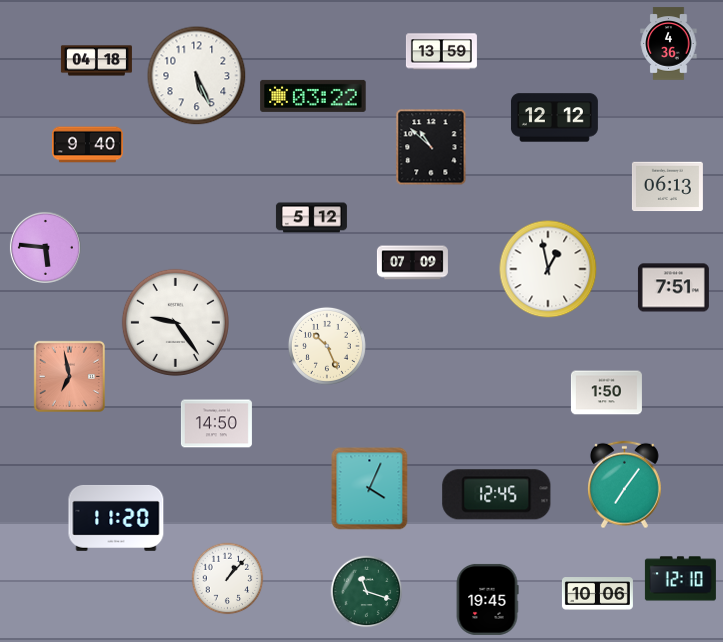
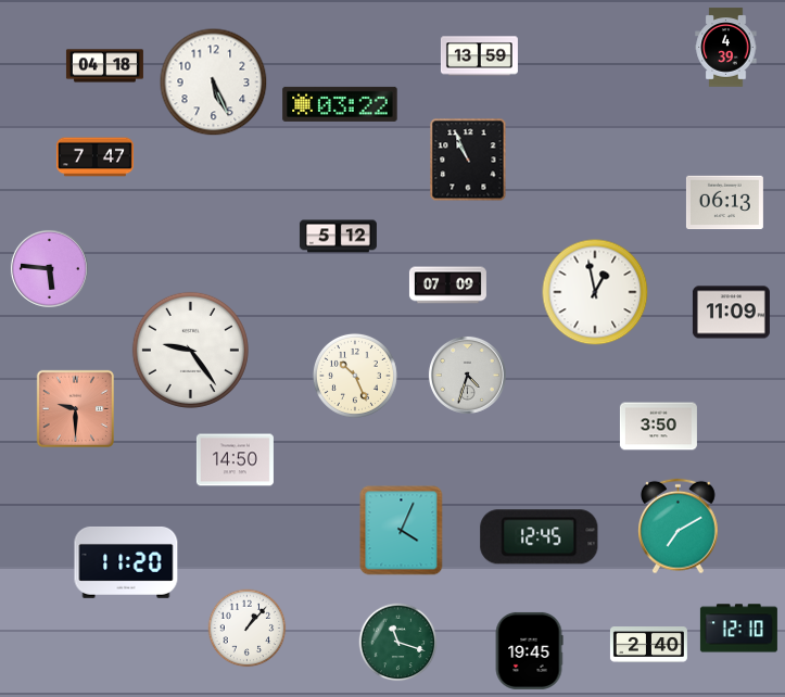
clock at (669, 44): 4:36 -> 4:39
clock at (554, 118): 12:12 -> none
clock at (87, 145): 9:40 -> 7:47
clock at (431, 147): 10:52 -> 10:56
clock at (673, 288): 7:51 -> 11:09
clock at (467, 375): none -> 4:33
clock at (69, 376): 6:58 -> 9:30
clock at (606, 393): 1:50 -> 3:50
clock at (625, 485): 7:06 -> 7:10
clock at (597, 594): 10:06 -> 2:40
